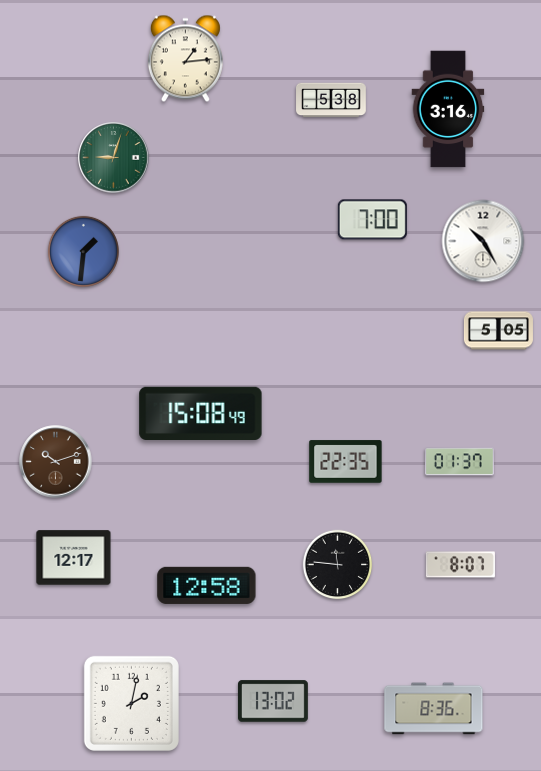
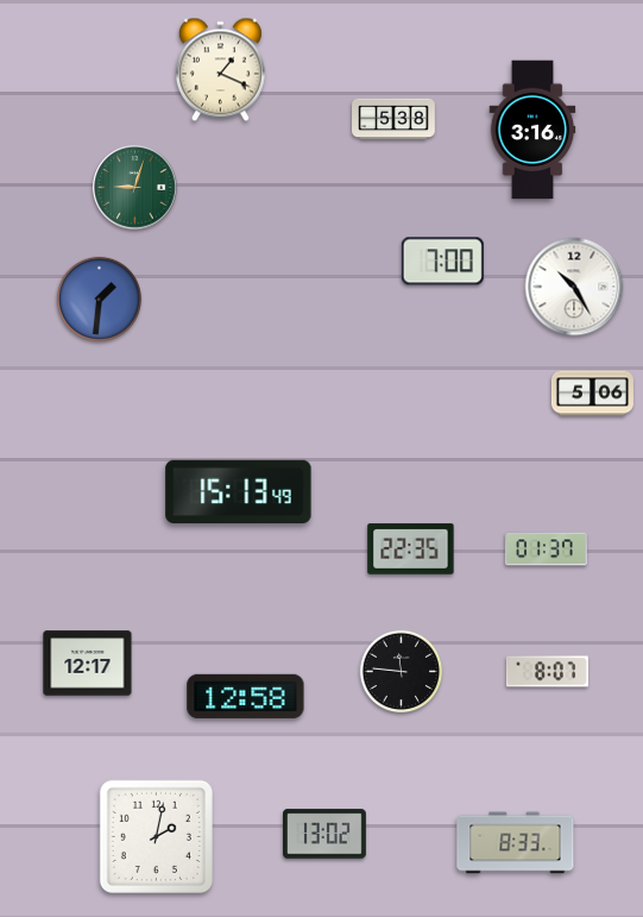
clock at (185, 59): 1:14 -> 1:19
clock at (498, 331): 5:05 -> 5:06
clock at (201, 413): 15:08 -> 15:13
clock at (56, 462): 10:12 -> none
clock at (434, 709): 8:36 -> 8:33
